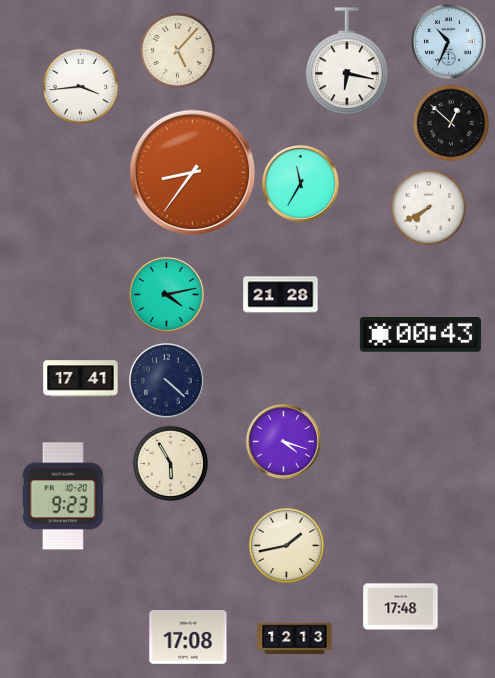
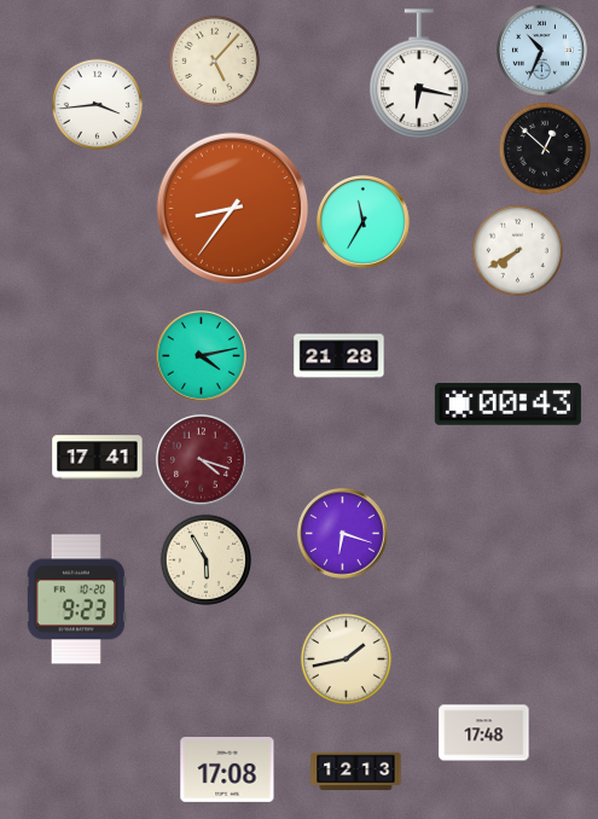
clock at (167, 381): 4:22 -> 4:18
clock at (167, 381) dial: navy -> burgundy
clock at (284, 442): 4:18 -> 6:18
